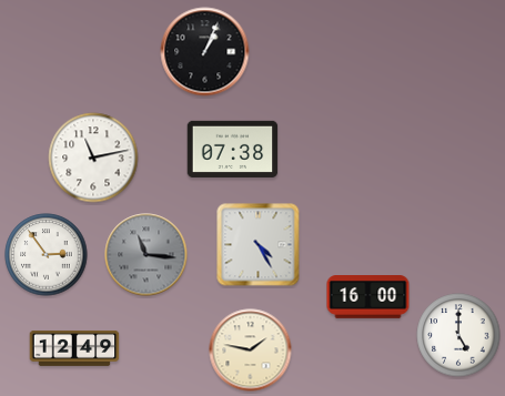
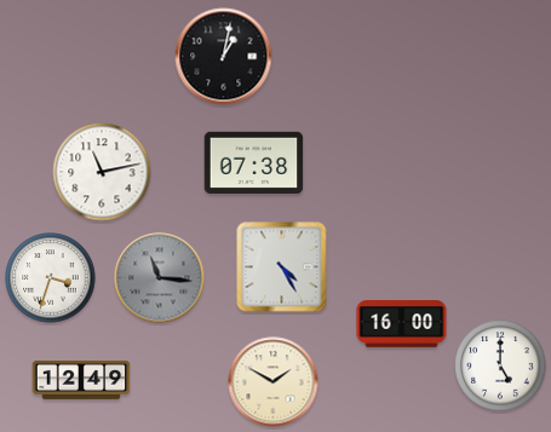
clock at (205, 52): 1:04 -> 1:02
clock at (47, 255): 2:54 -> 3:33
clock at (251, 351): 1:47 -> 1:50
